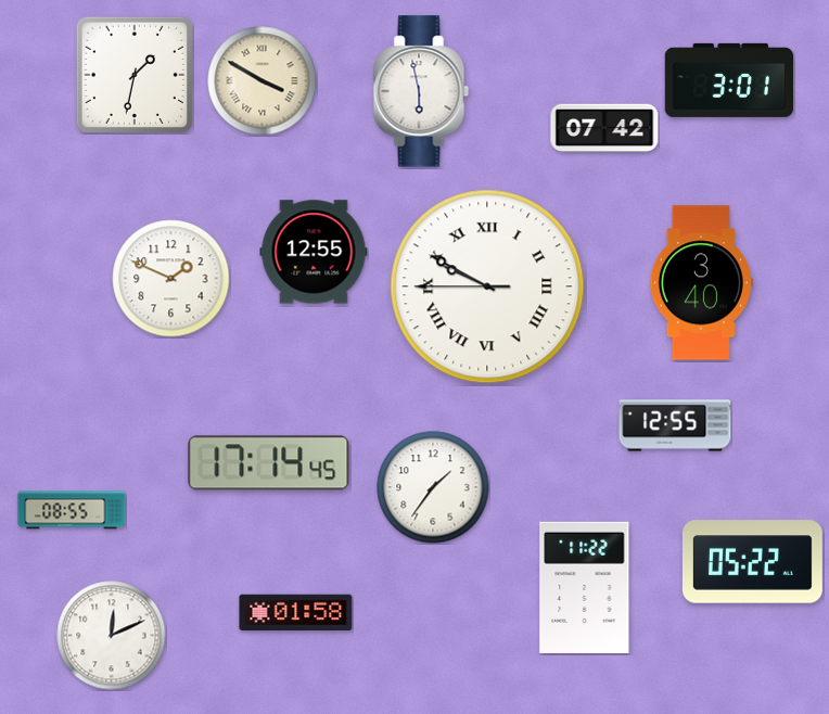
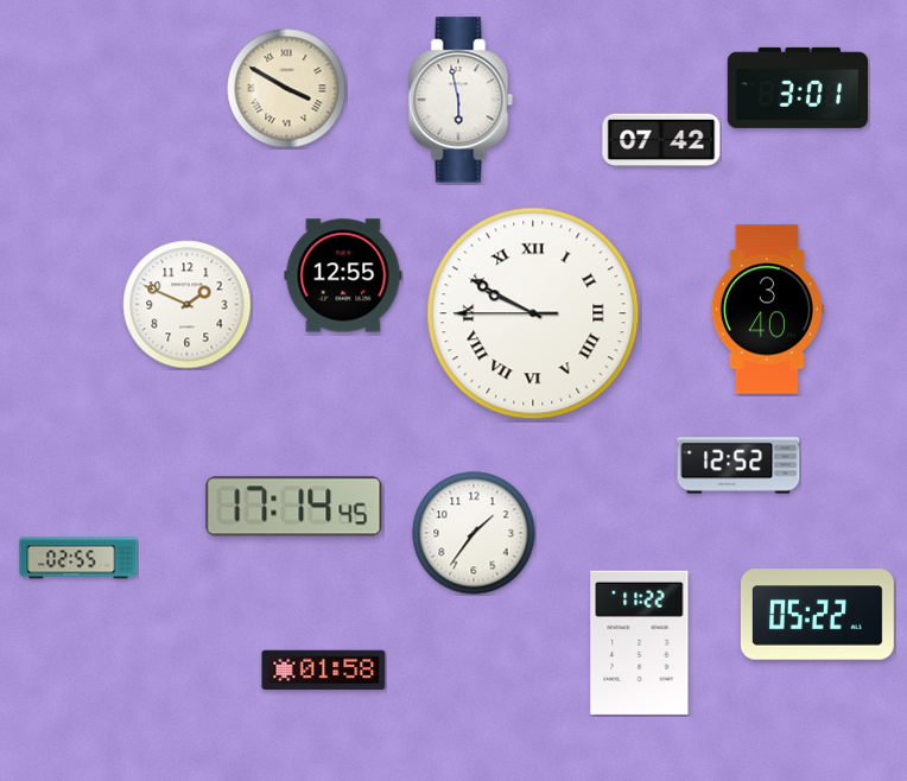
clock at (135, 75): 1:32 -> none
clock at (675, 425): 12:55 -> 12:52
clock at (72, 510): 08:55 -> 02:55
clock at (752, 562) position: (752, 562) -> (817, 615)
clock at (112, 636): 12:11 -> none
